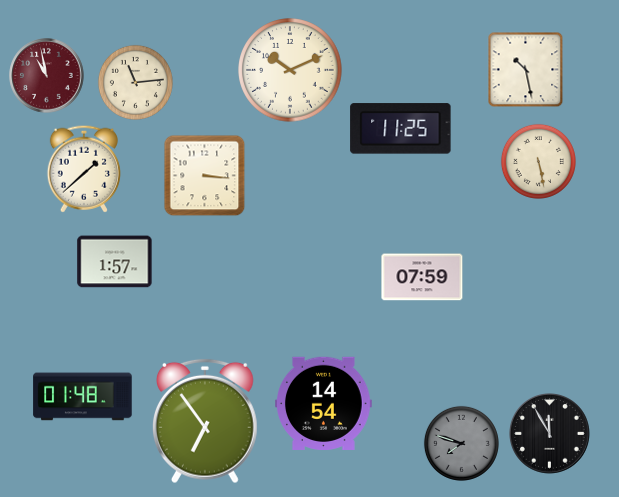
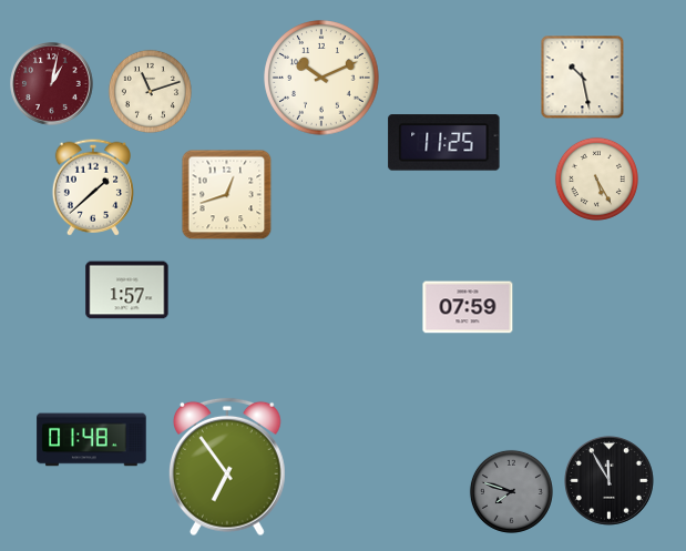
clock at (47, 76): 10:58 -> 1:02
clock at (135, 82): 11:14 -> 11:12
clock at (538, 161): 5:28 -> 5:25
clock at (205, 176): 3:16 -> 12:42
clock at (324, 403): 14:54 -> none
